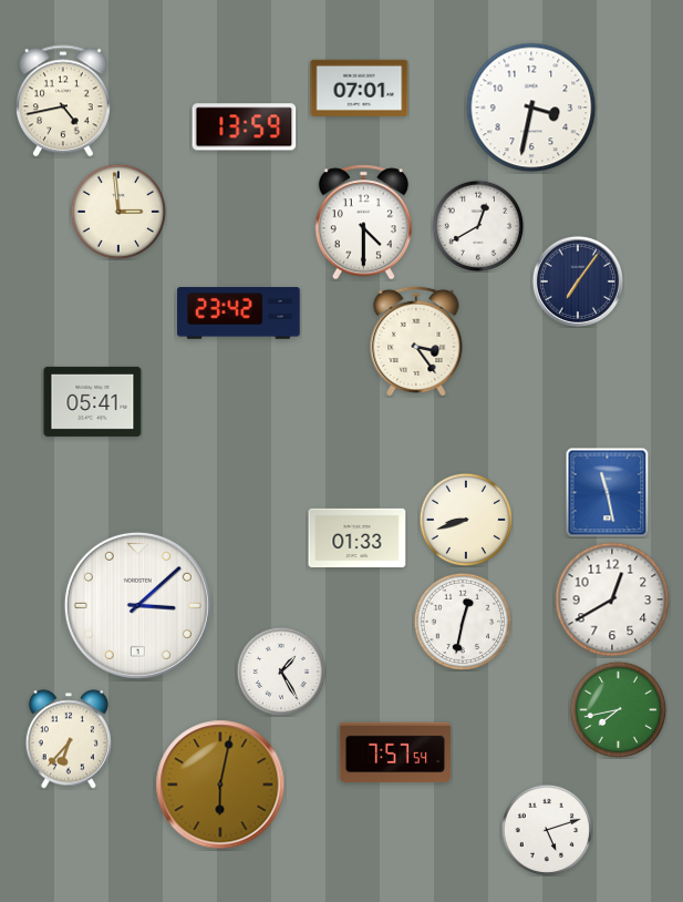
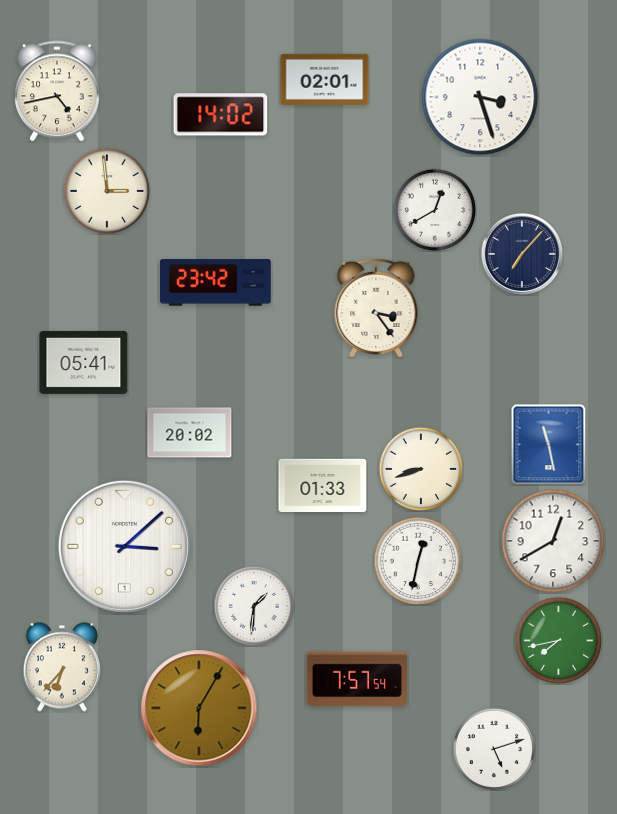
clock at (360, 88): 07:01 -> 02:01
clock at (531, 107): 3:32 -> 3:27
clock at (245, 127): 13:59 -> 14:02
clock at (363, 223): 4:30 -> none
clock at (477, 225) position: (477, 225) -> (434, 209)
clock at (578, 281): 7:06 -> 7:07
clock at (190, 433): none -> 20:02
clock at (280, 670): 1:25 -> 1:31
clock at (220, 785): 6:02 -> 6:05
